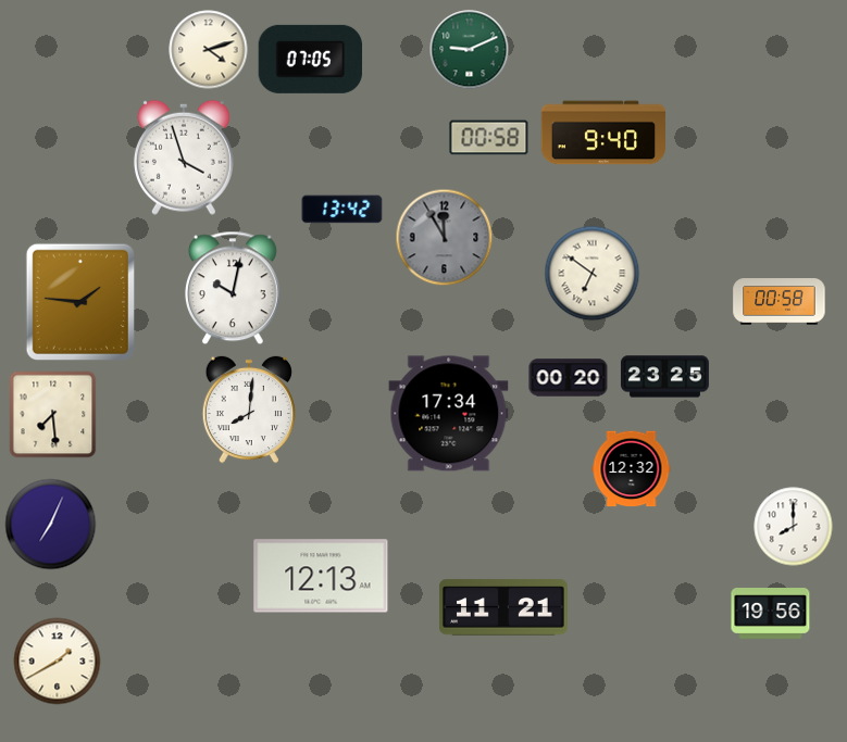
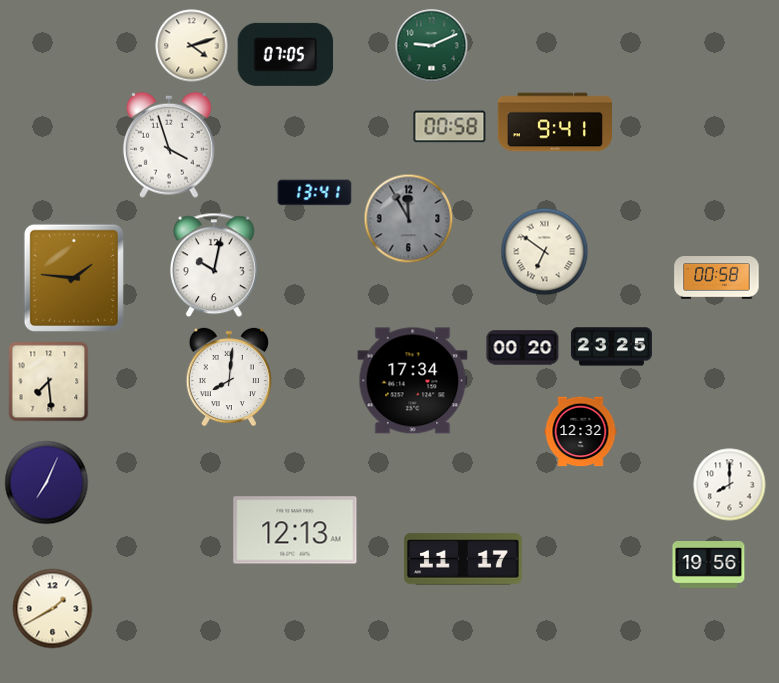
clock at (603, 133): 9:40 -> 9:41
clock at (342, 210): 13:42 -> 13:41
clock at (503, 607): 11:21 -> 11:17
